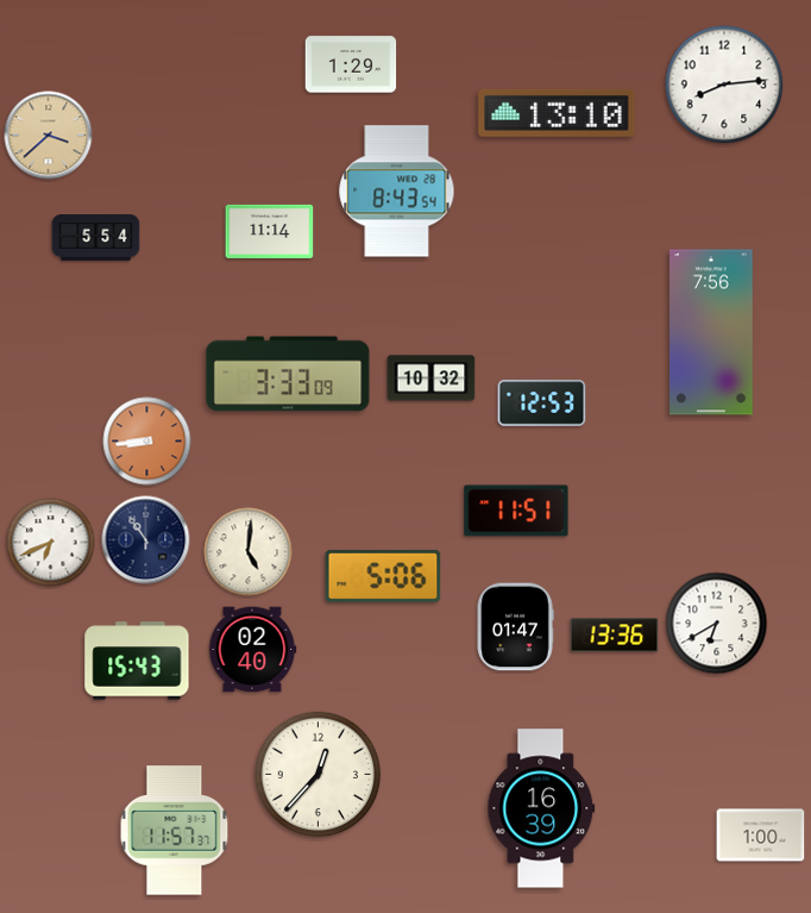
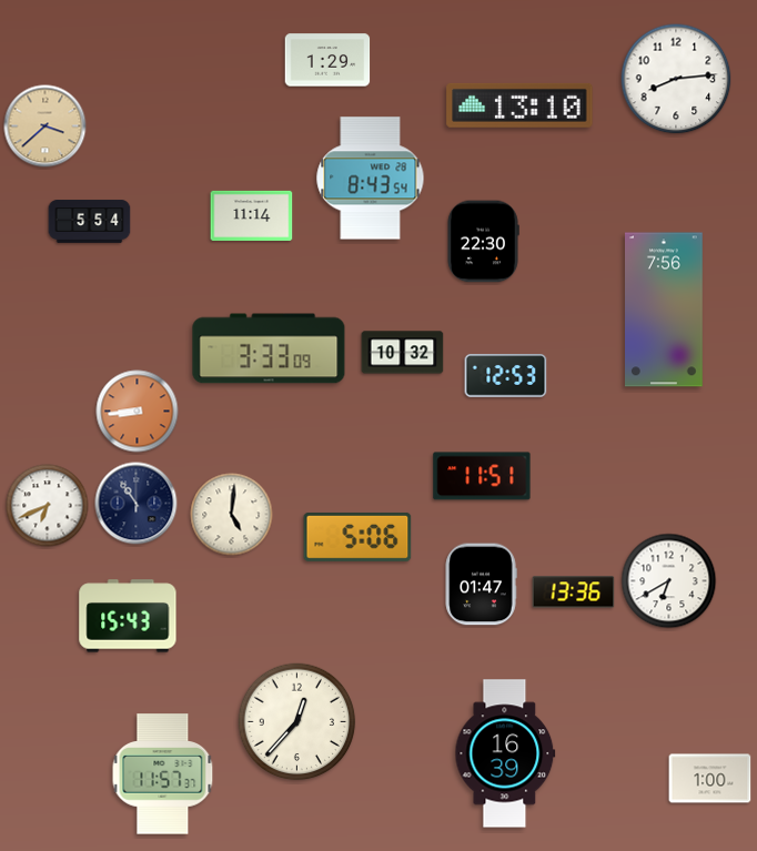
clock at (483, 242): none -> 22:30
clock at (252, 650): 02:40 -> none
